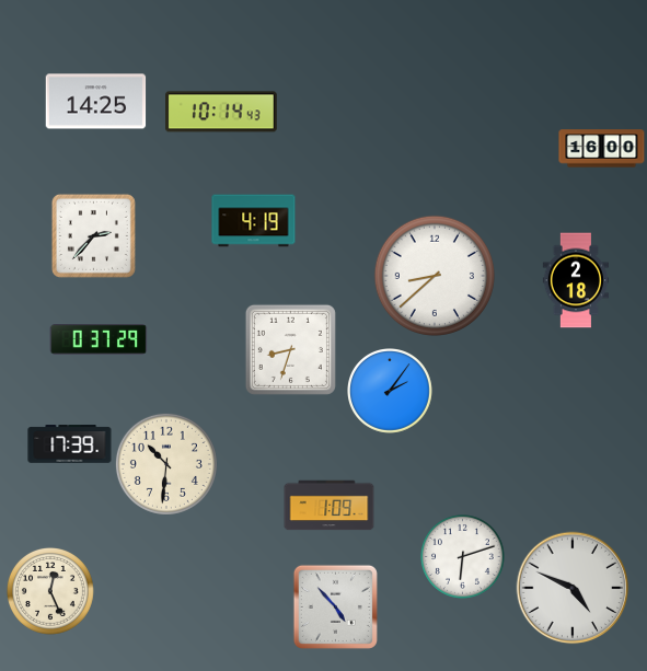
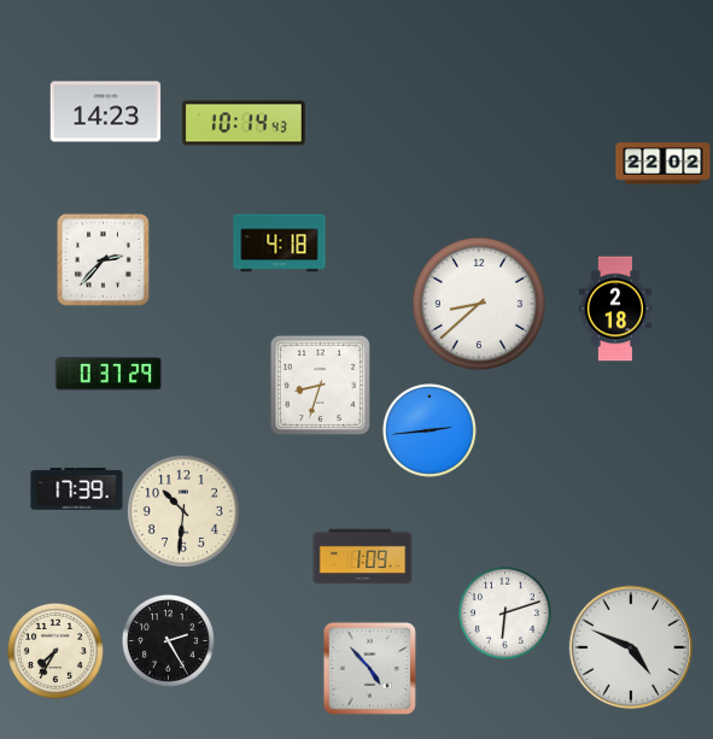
clock at (96, 102): 14:25 -> 14:23
clock at (602, 149): 16:00 -> 22:02
clock at (254, 221): 4:19 -> 4:18
clock at (576, 280) position: (576, 280) -> (615, 309)
clock at (391, 392): 2:06 -> 2:44
clock at (463, 557) position: (463, 557) -> (505, 614)
clock at (169, 641): none -> 2:25
clock at (50, 591): 12:26 -> 7:35
